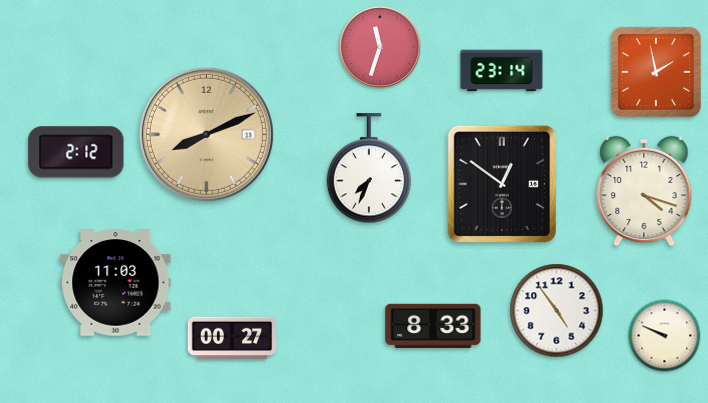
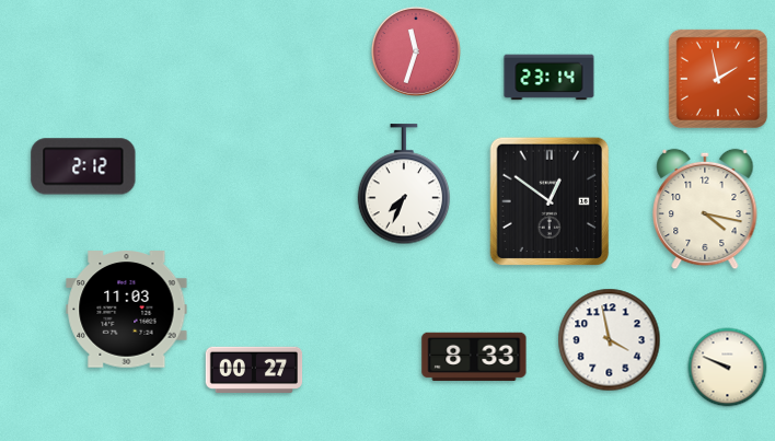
clock at (206, 134): 8:11 -> none
clock at (644, 191): 4:18 -> 4:17
clock at (557, 311): 4:54 -> 3:58
